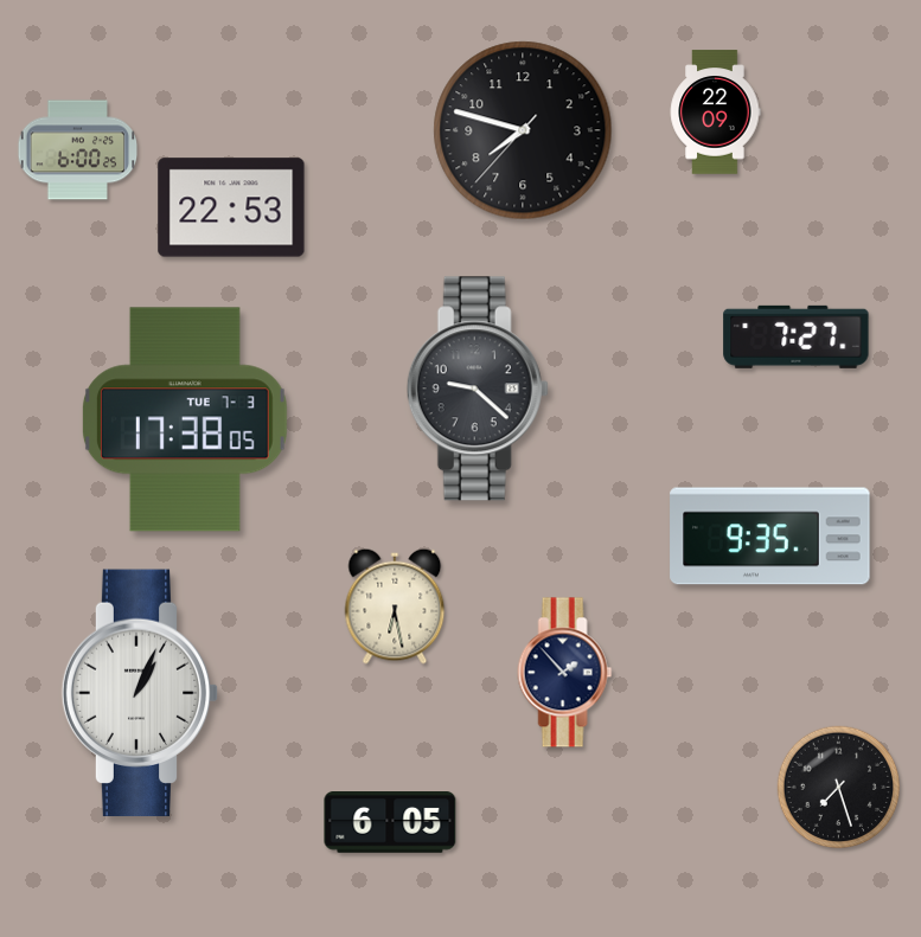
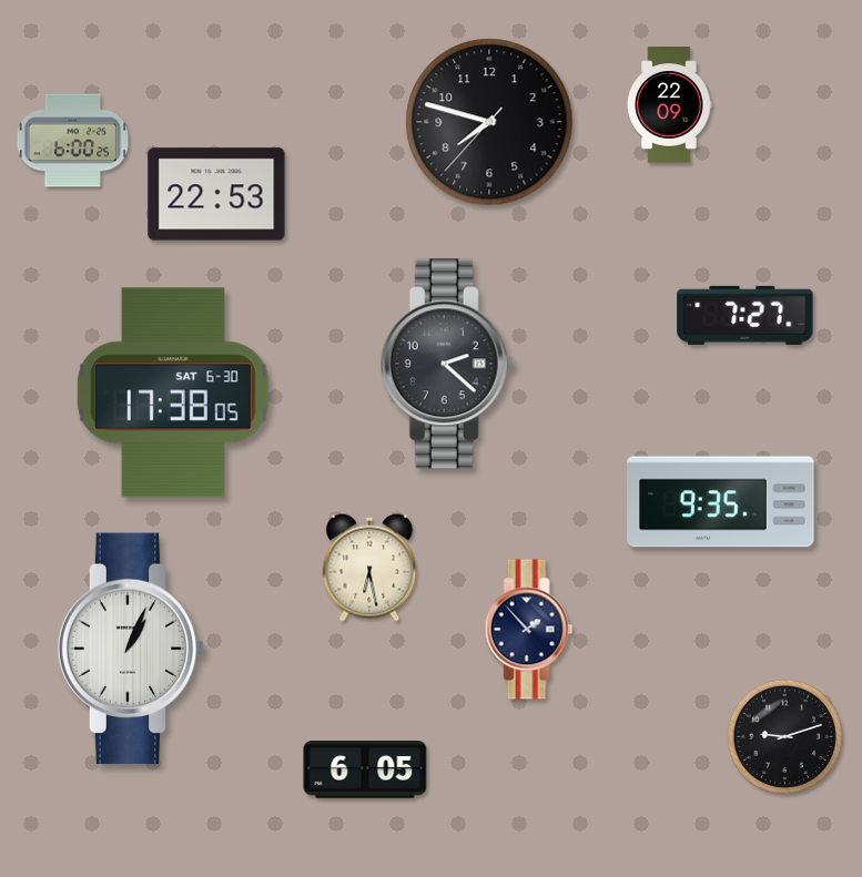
clock at (478, 389): 9:22 -> 2:22
clock at (185, 419) date: TUE 7-3 -> SAT 6-30
clock at (839, 788): 7:27 -> 9:12
